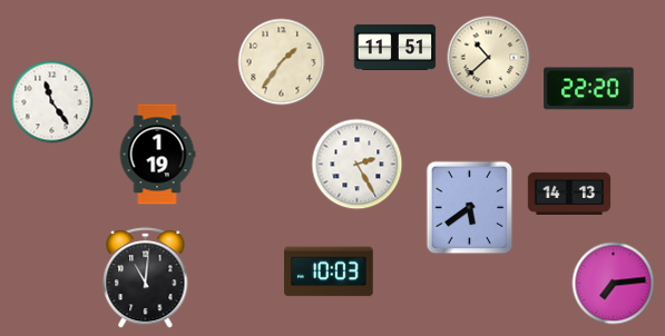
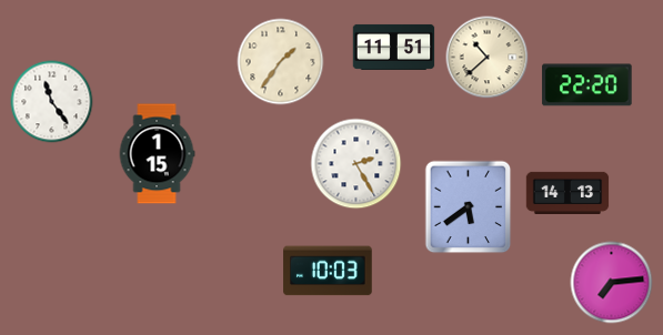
clock at (589, 89) position: (589, 89) -> (587, 85)
clock at (157, 155): 1:19 -> 1:15
clock at (146, 278): 11:01 -> none
